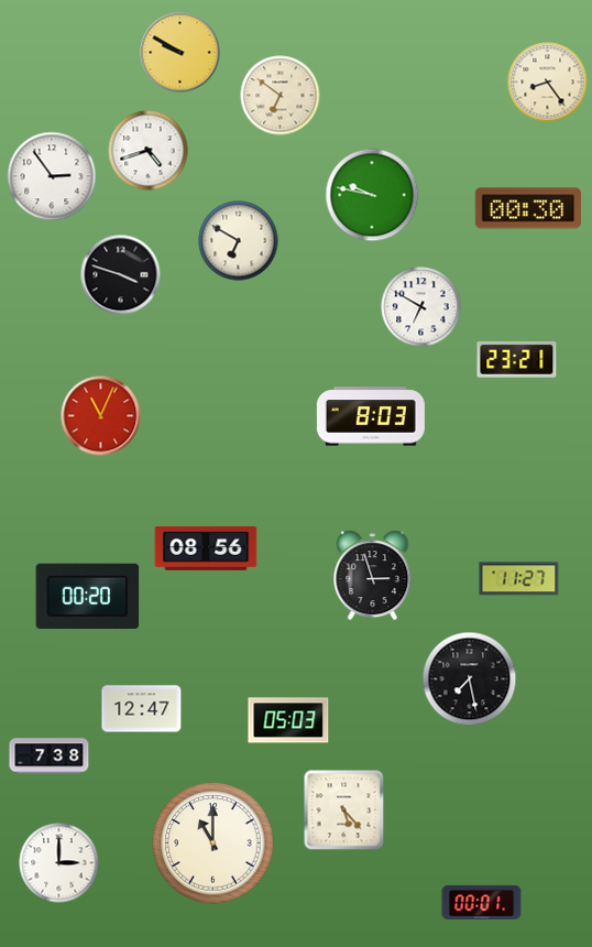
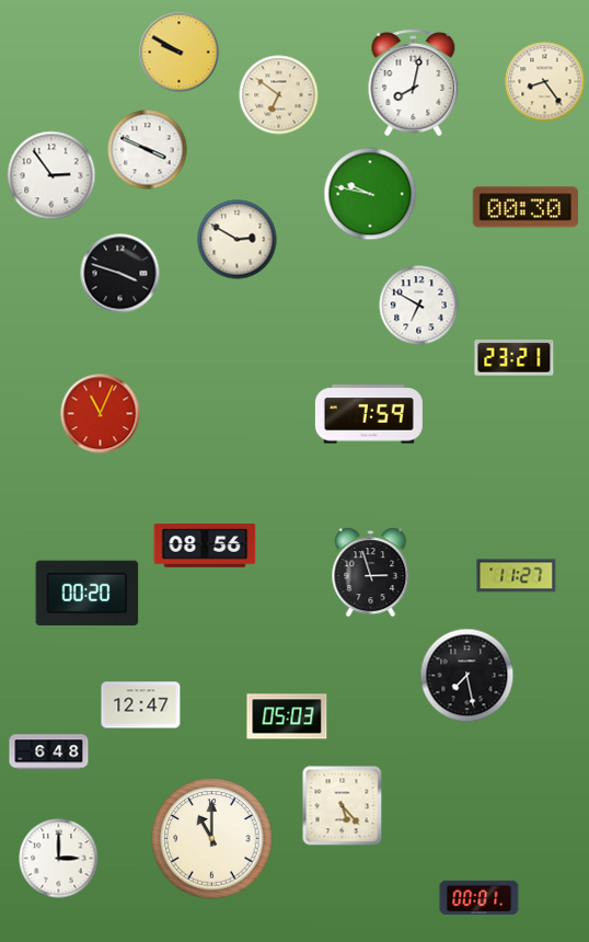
clock at (414, 83): none -> 8:02
clock at (149, 151): 4:42 -> 3:49
clock at (239, 241): 6:50 -> 2:50
clock at (371, 416): 8:03 -> 7:59
clock at (50, 756): 7:38 -> 6:48
